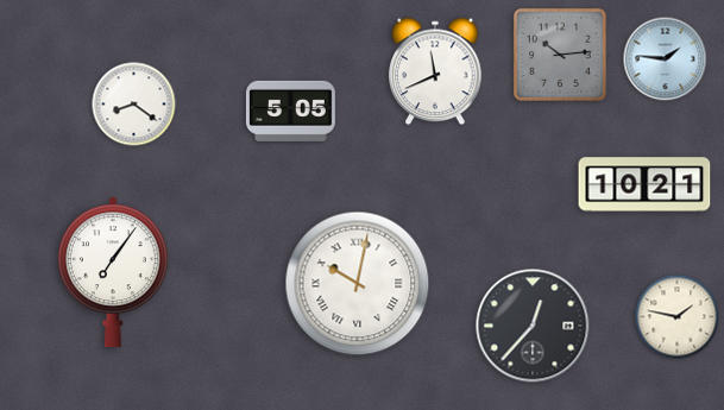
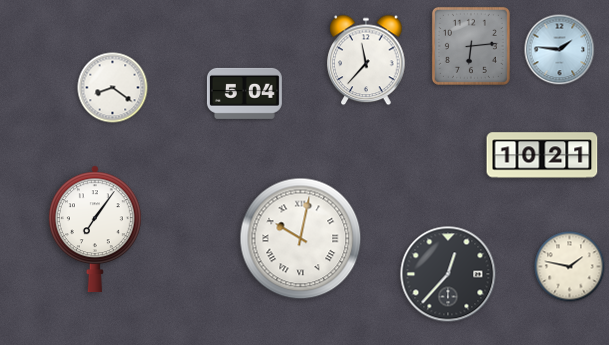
clock at (560, 55): 10:14 -> 6:14
clock at (435, 71): 11:41 -> 11:37
clock at (290, 111): 5:05 -> 5:04
